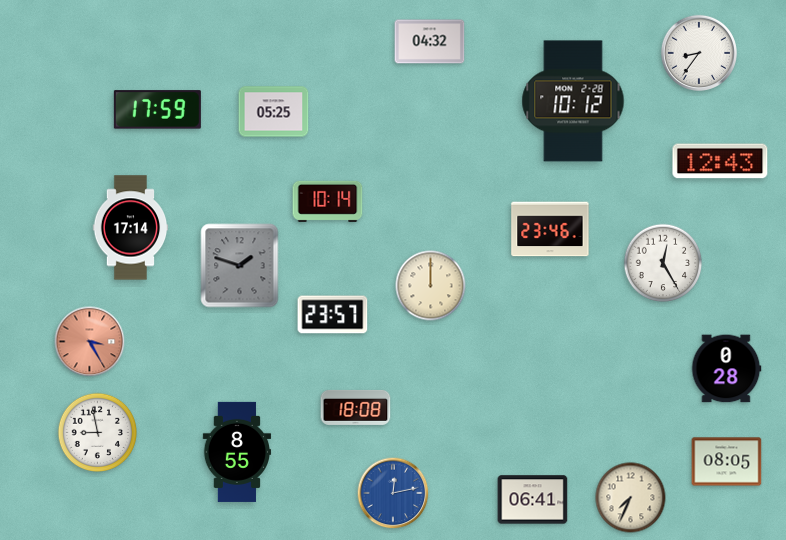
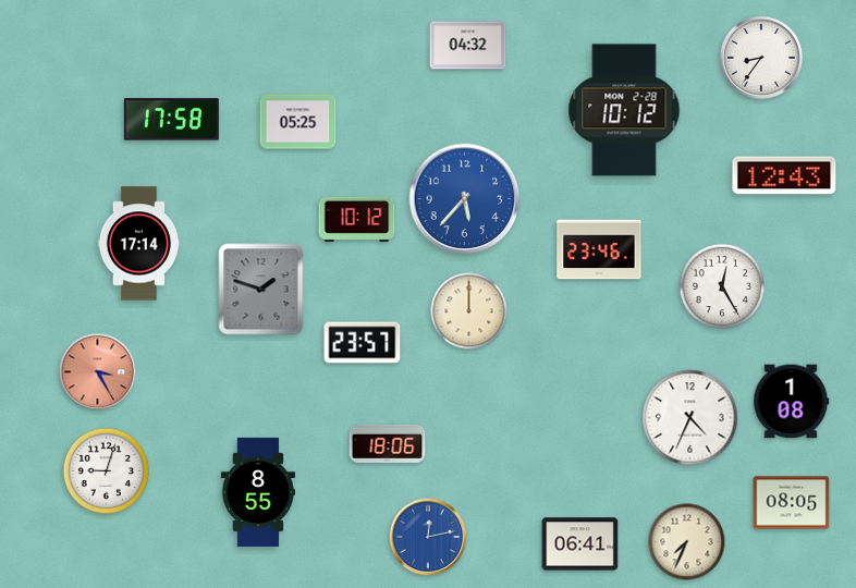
clock at (157, 110): 17:59 -> 17:58
clock at (465, 199): none -> 5:37
clock at (328, 201): 10:14 -> 10:12
clock at (131, 228) position: (131, 228) -> (139, 244)
clock at (726, 369): 0:28 -> 1:08
clock at (690, 418): none -> 4:34
clock at (356, 407): 18:08 -> 18:06
clock at (97, 432): 8:58 -> 9:03
